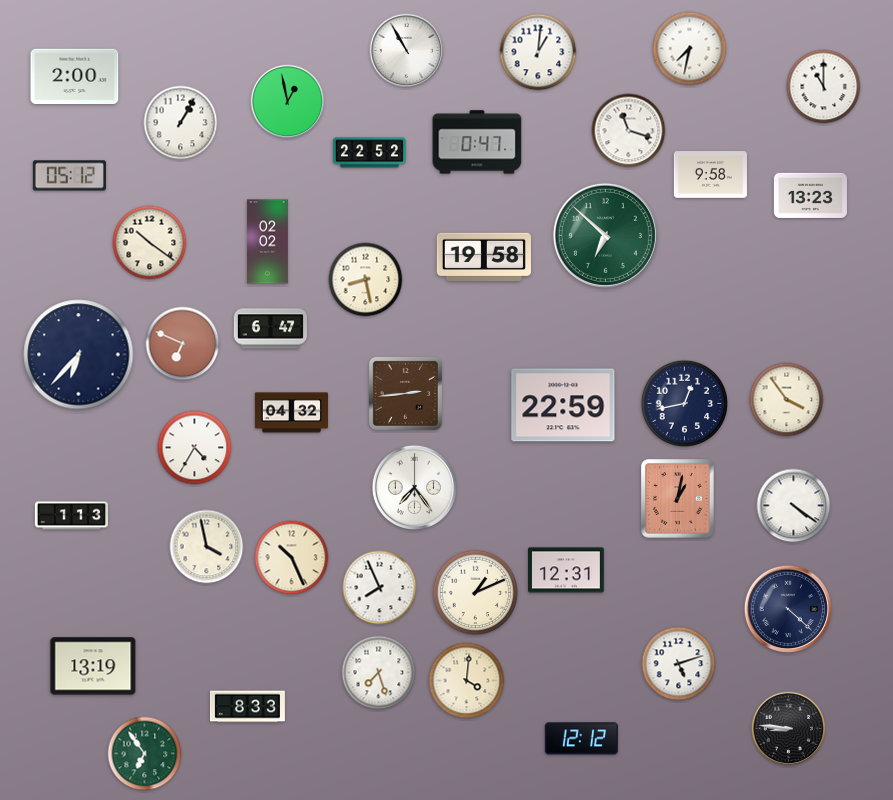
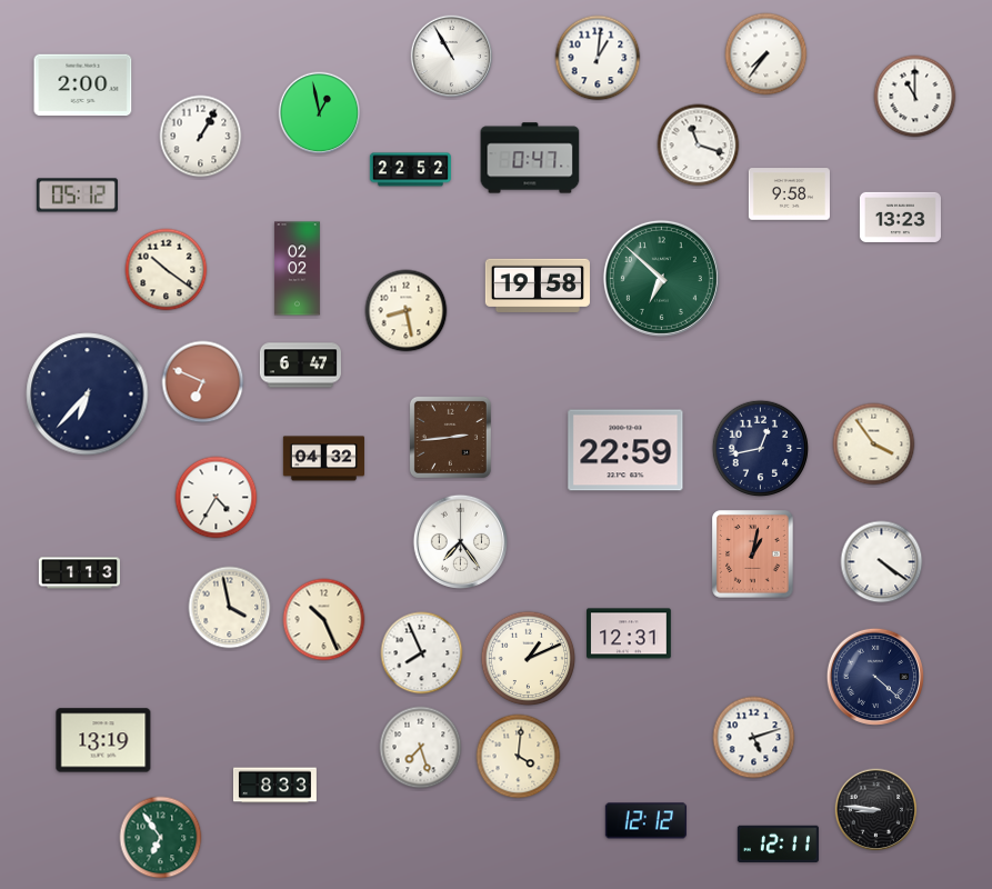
clock at (690, 49): 7:32 -> 7:36
clock at (605, 235) position: (605, 235) -> (661, 278)
clock at (778, 845): none -> 12:11
